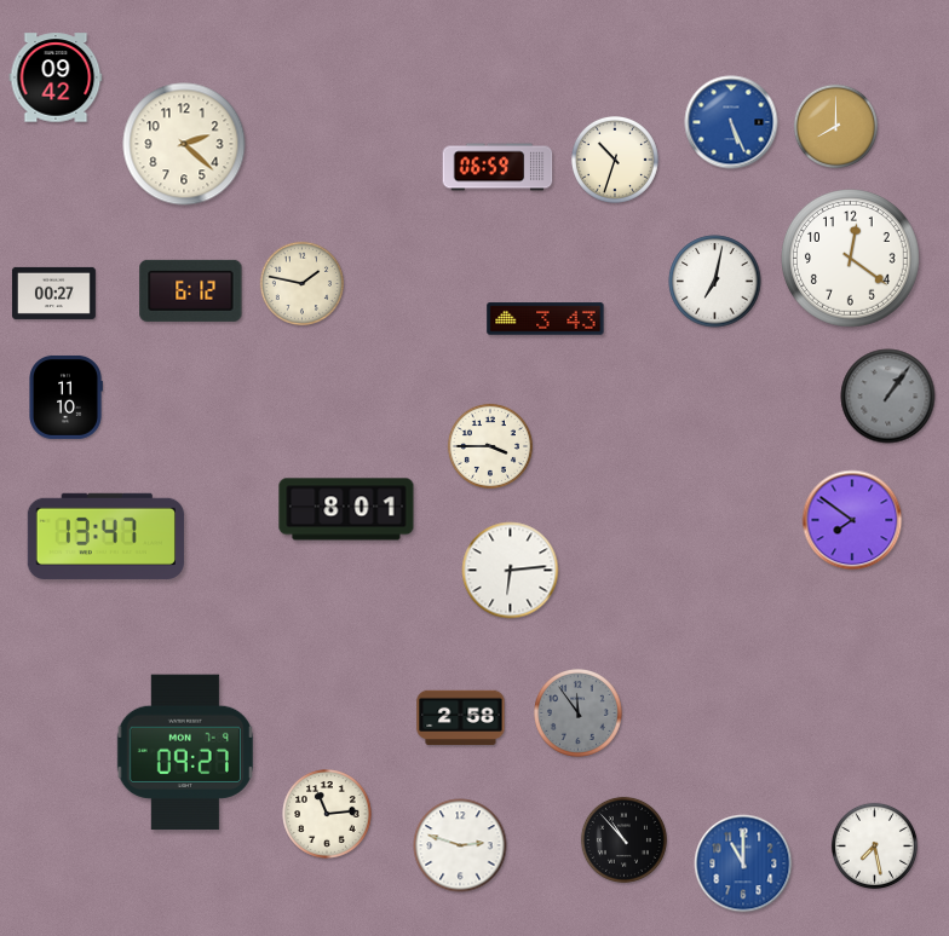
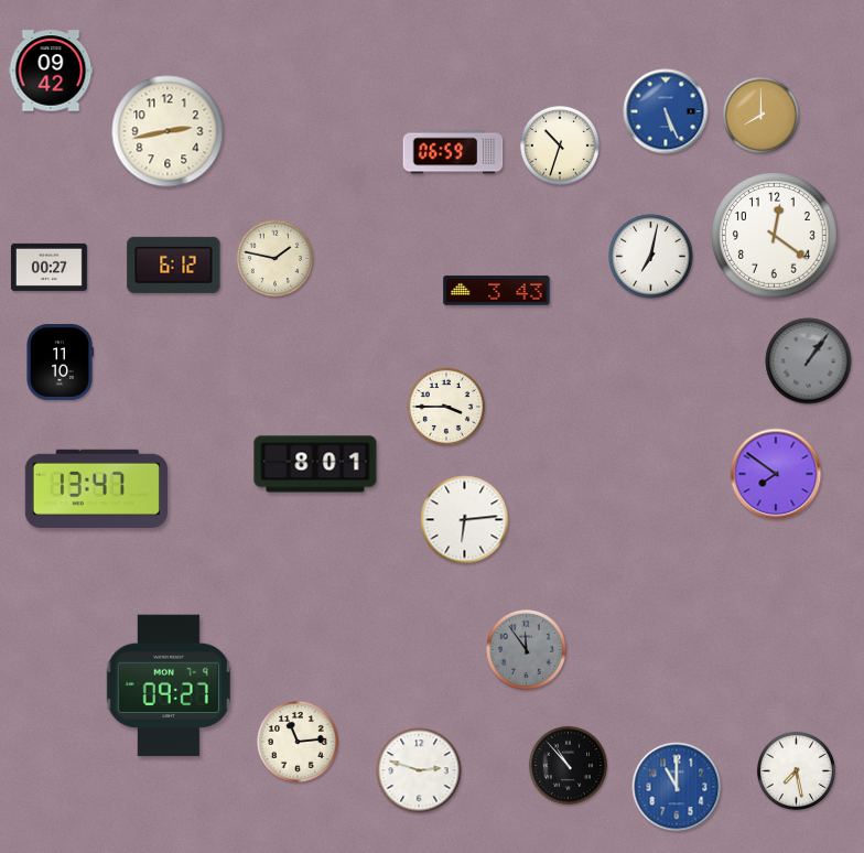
clock at (184, 144): 2:22 -> 2:43
clock at (461, 718): 2:58 -> none
